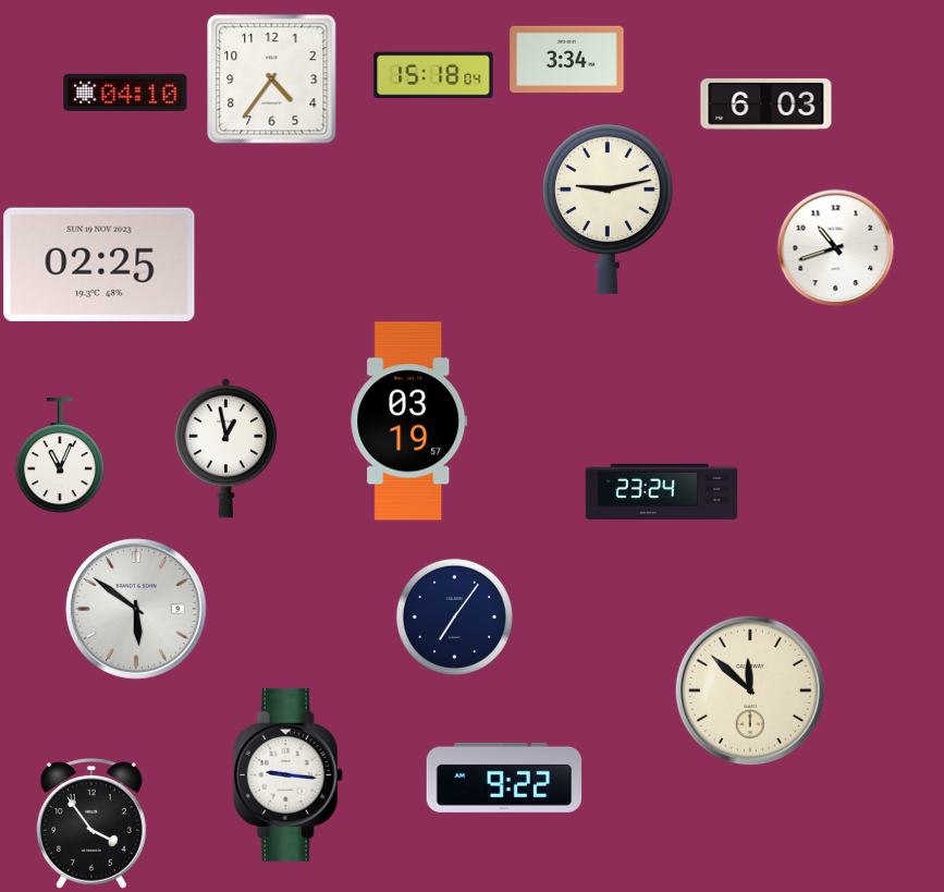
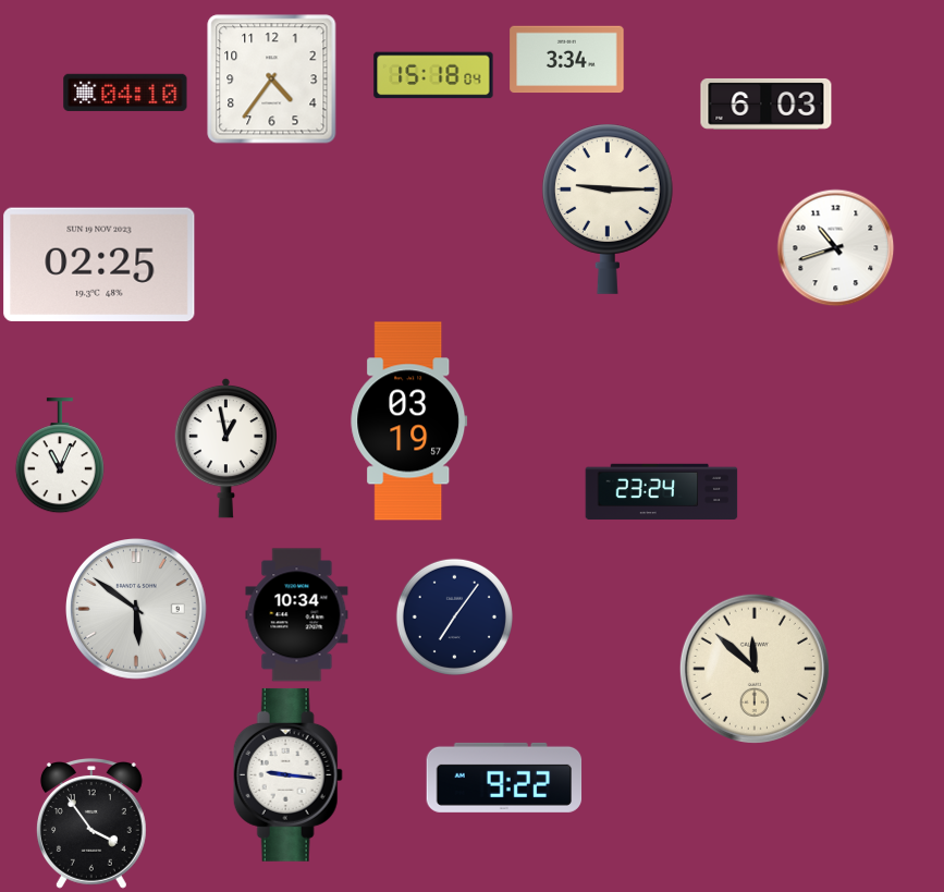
clock at (609, 209): 9:13 -> 9:15
clock at (297, 615): none -> 10:34
clock at (750, 691) position: (750, 691) -> (755, 669)
